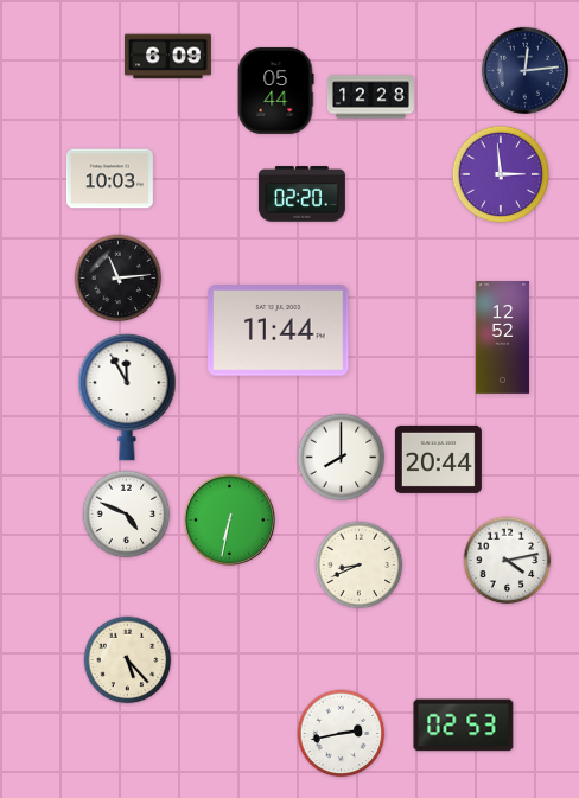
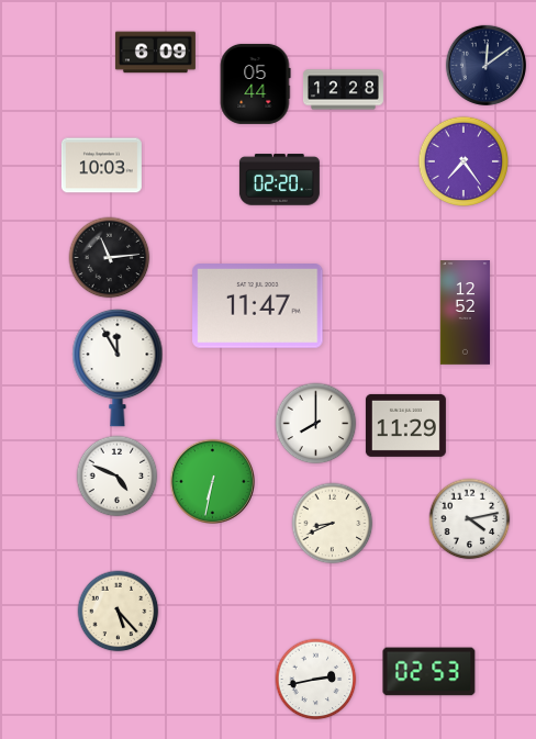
clock at (524, 70): 12:14 -> 12:09
clock at (500, 173): 2:59 -> 7:24
clock at (279, 331): 11:44 -> 11:47
clock at (438, 459): 20:44 -> 11:29
